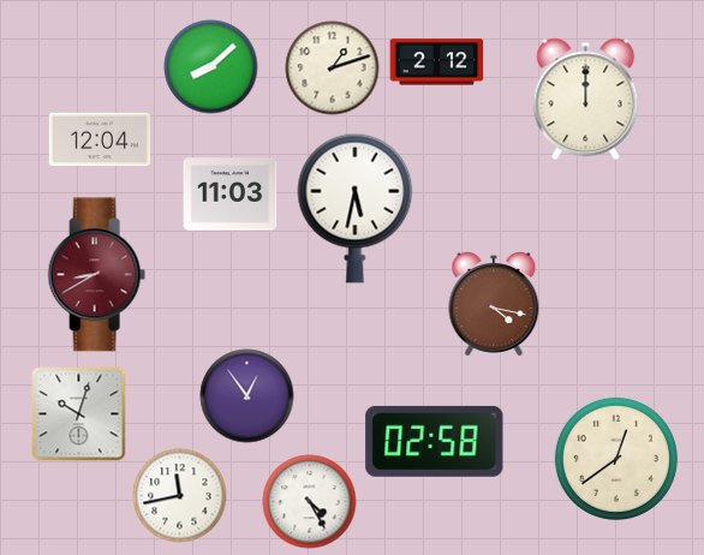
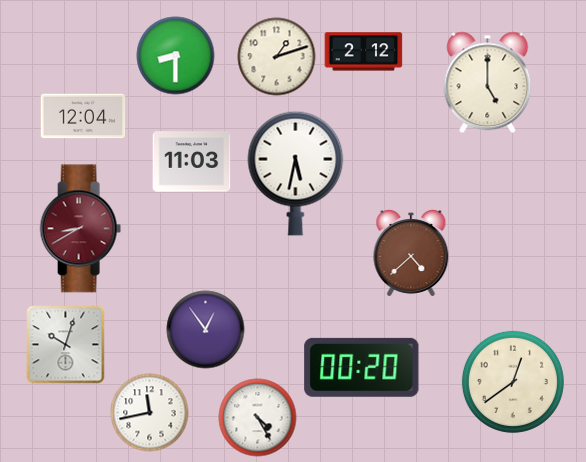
clock at (210, 66): 8:08 -> 8:30
clock at (586, 99): 12:00 -> 5:00
clock at (494, 304): 4:17 -> 4:38
clock at (435, 441): 02:58 -> 00:20
